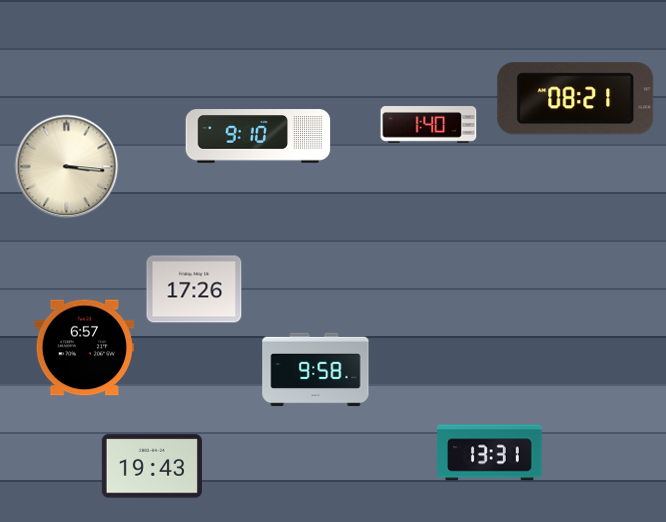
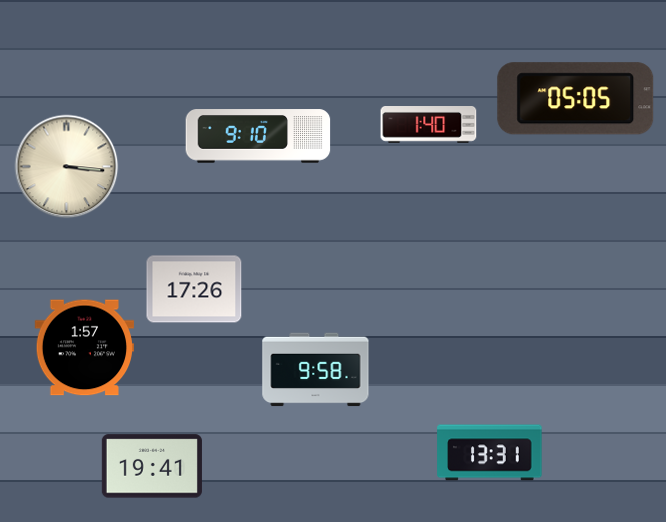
clock at (576, 99): 08:21 -> 05:05
clock at (84, 348): 6:57 -> 1:57
clock at (152, 466): 19:43 -> 19:41
